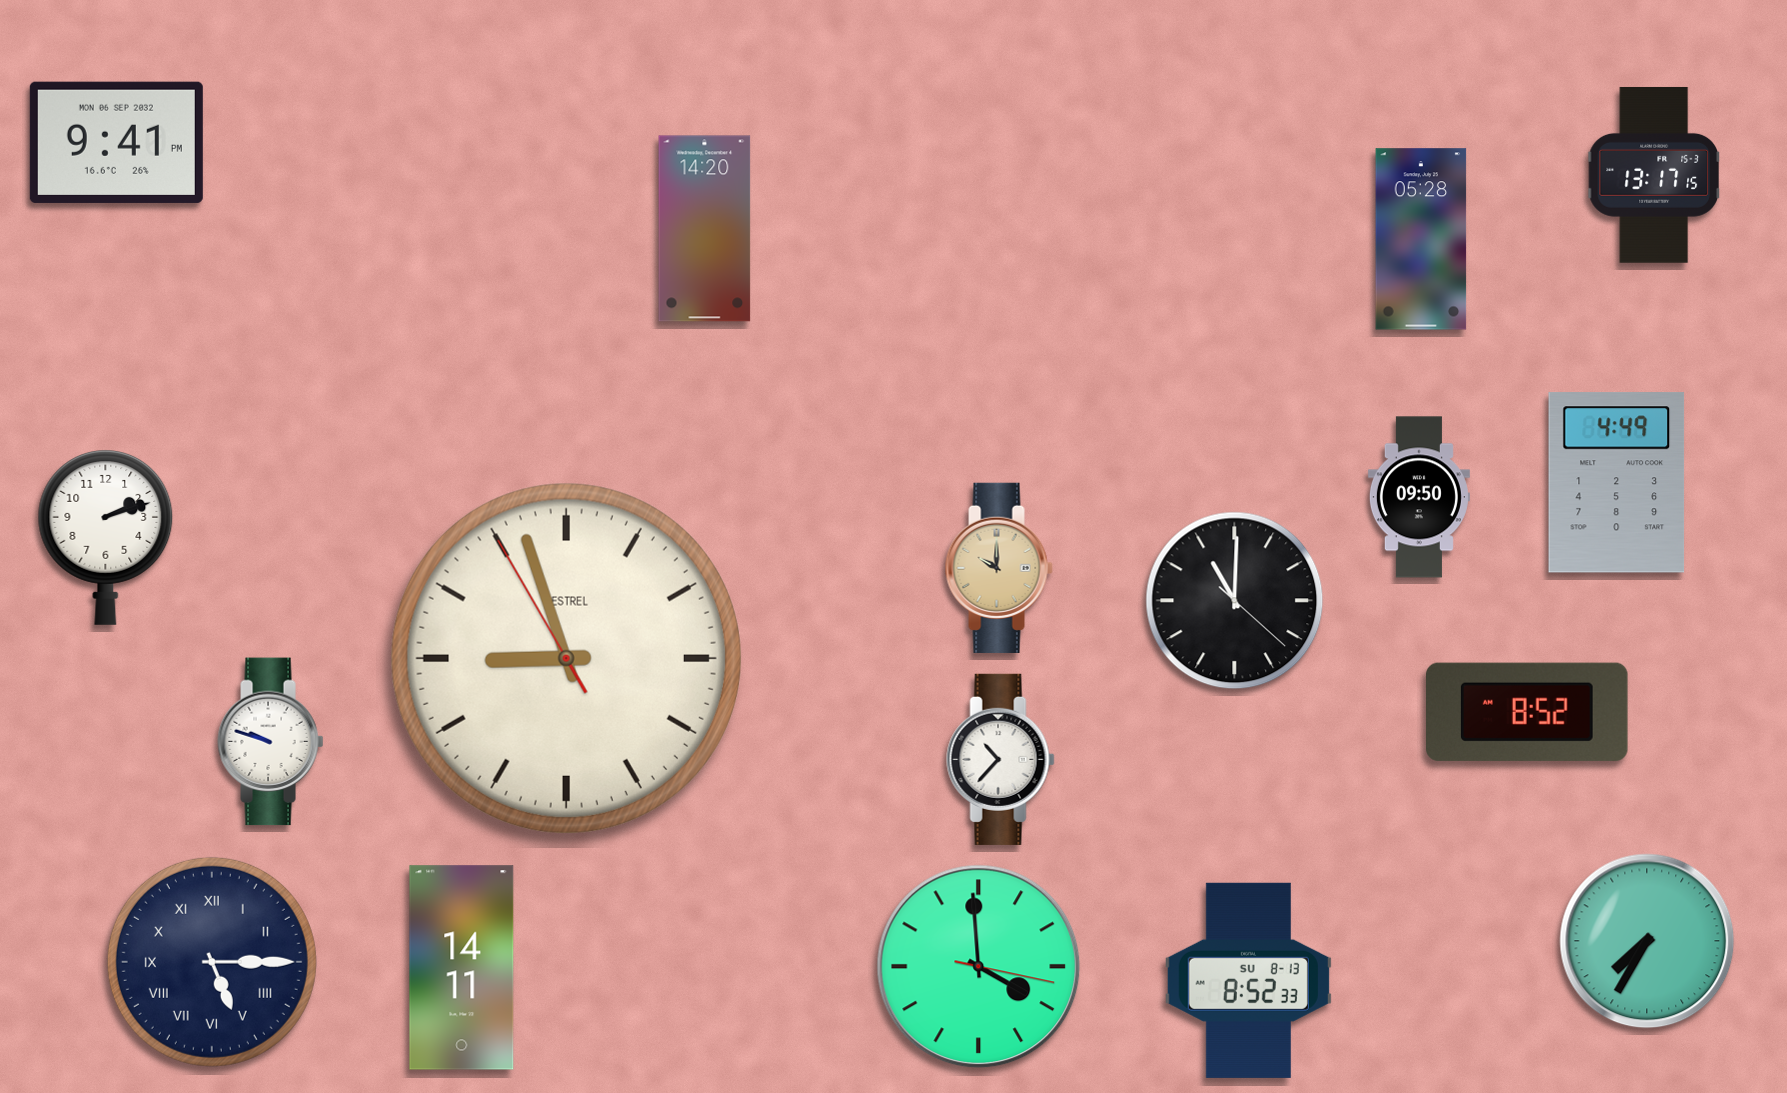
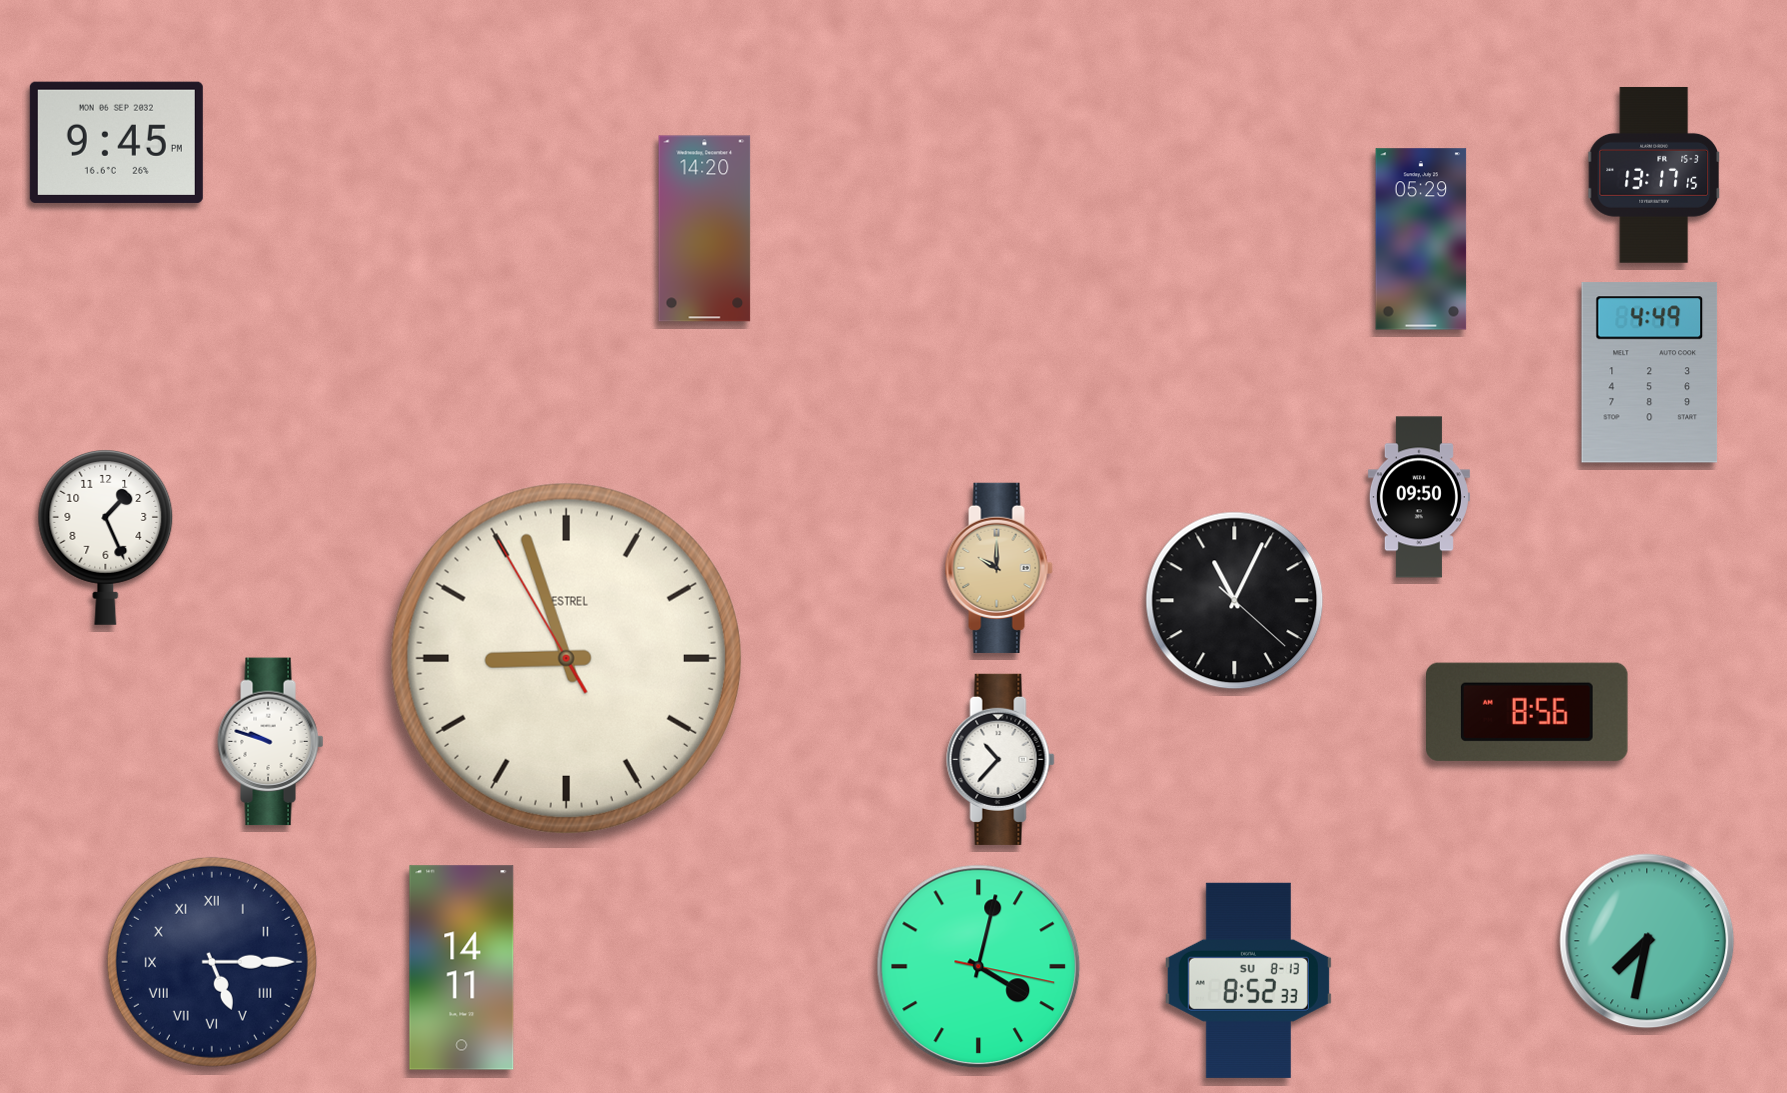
clock at (116, 142): 9:41 -> 9:45
clock at (1421, 239): 05:28 -> 05:29
clock at (1616, 483) position: (1616, 483) -> (1649, 373)
clock at (106, 538): 2:12 -> 1:26
clock at (1235, 601): 11:00 -> 11:04
clock at (1528, 712): 8:52 -> 8:56
clock at (1647, 941): 7:35 -> 7:32
clock at (979, 967): 3:59 -> 4:02
